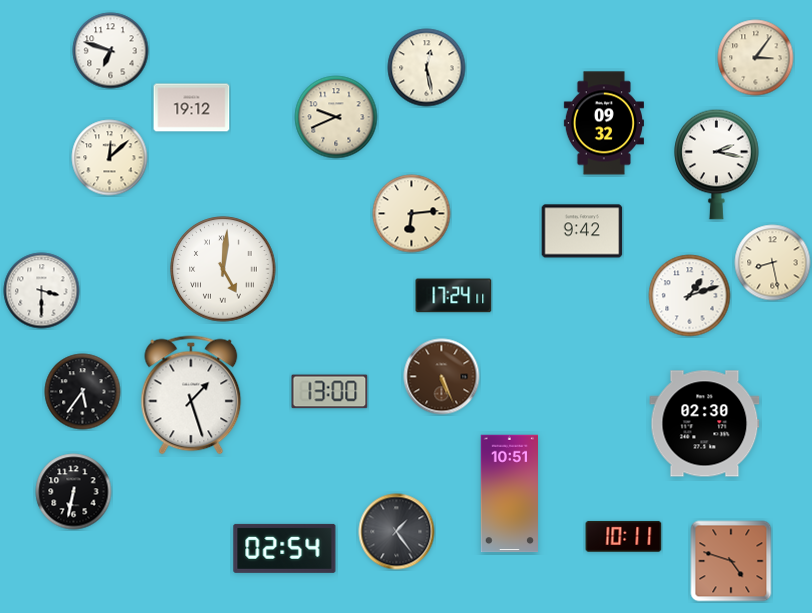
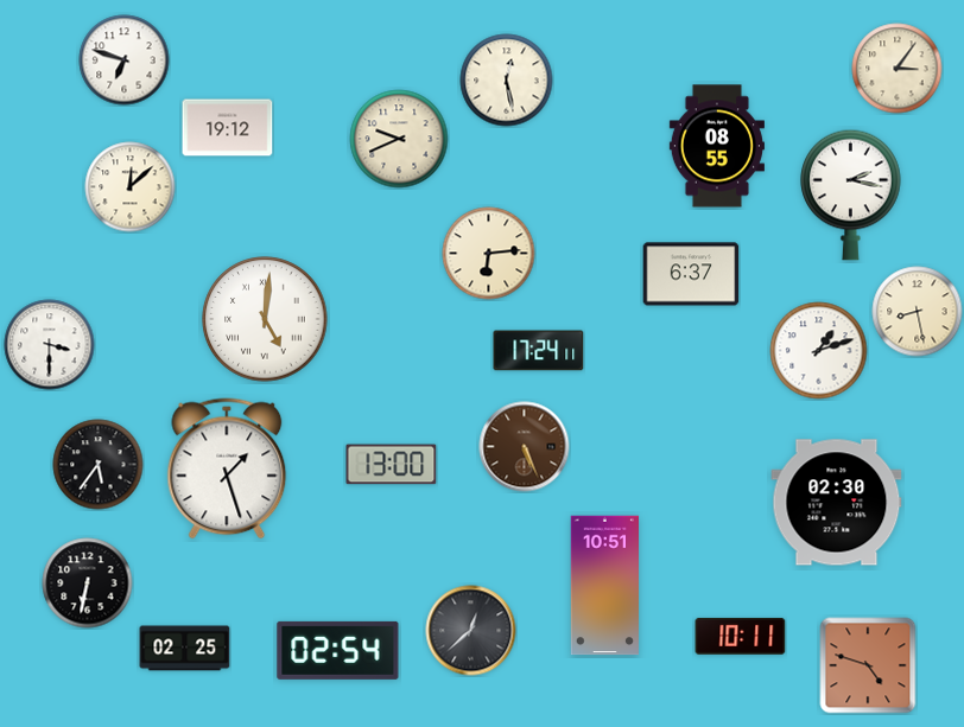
clock at (111, 51) position: (111, 51) -> (125, 60)
clock at (604, 123): 09:32 -> 08:55
clock at (582, 231): 9:42 -> 6:37
clock at (397, 532): 1:24 -> 12:38
clock at (185, 649): none -> 02:25
